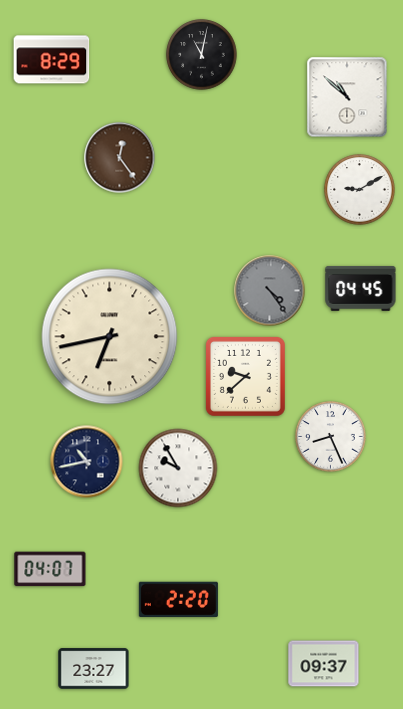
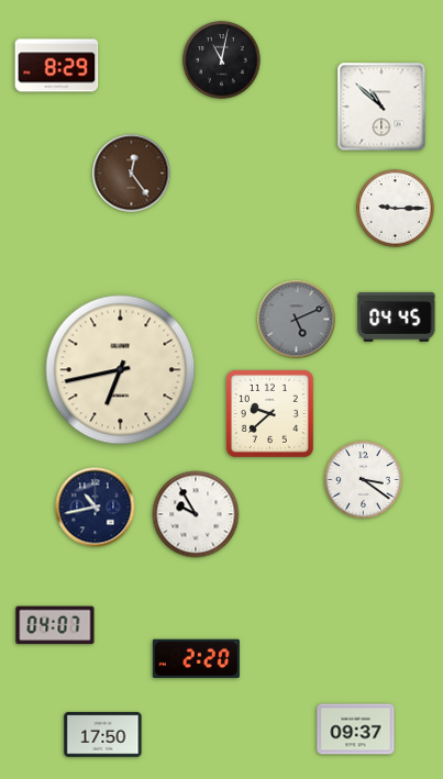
clock at (360, 190): 9:10 -> 9:15
clock at (270, 291): 4:24 -> 5:11
clock at (331, 437): 8:26 -> 3:21
clock at (94, 669): 23:27 -> 17:50
